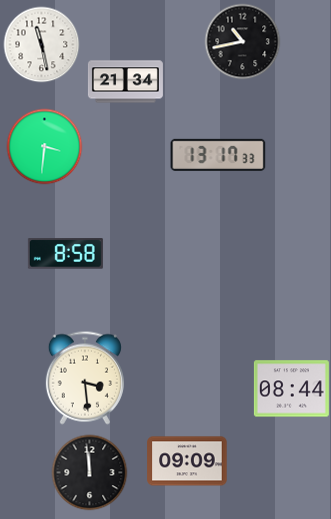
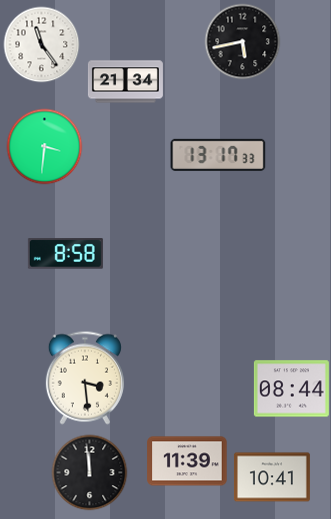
clock at (243, 42): 10:43 -> 5:43
clock at (42, 45): 11:28 -> 11:24
clock at (187, 461): 09:09 -> 11:39
clock at (272, 477): none -> 10:41
